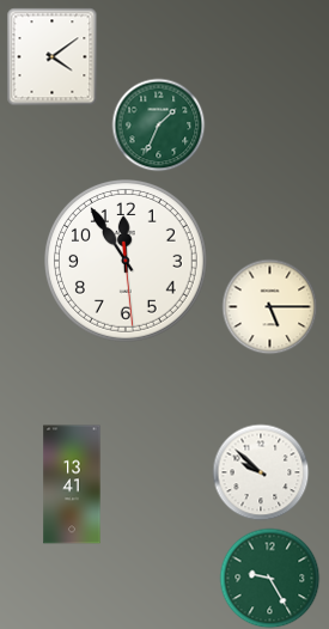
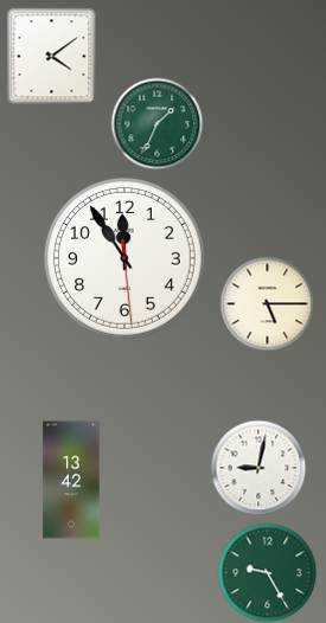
clock at (261, 472): 9:52 -> 9:02
clock at (72, 484): 13:41 -> 13:42
